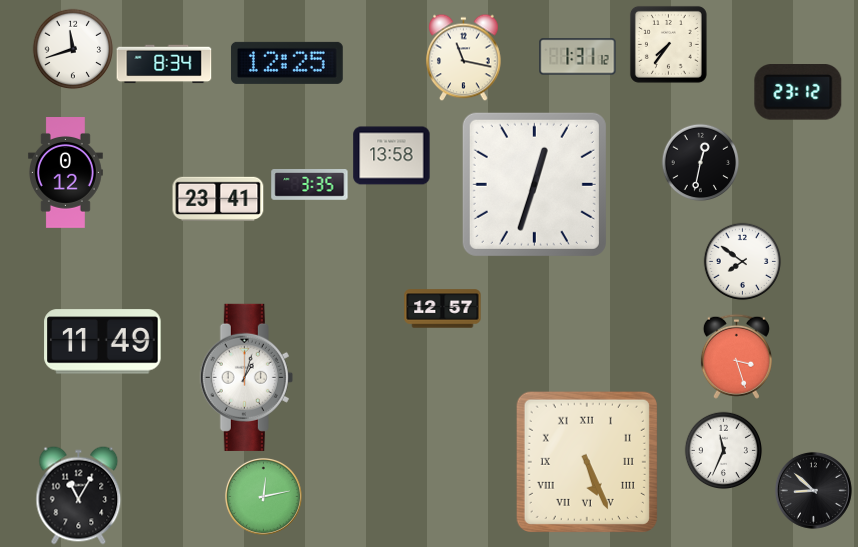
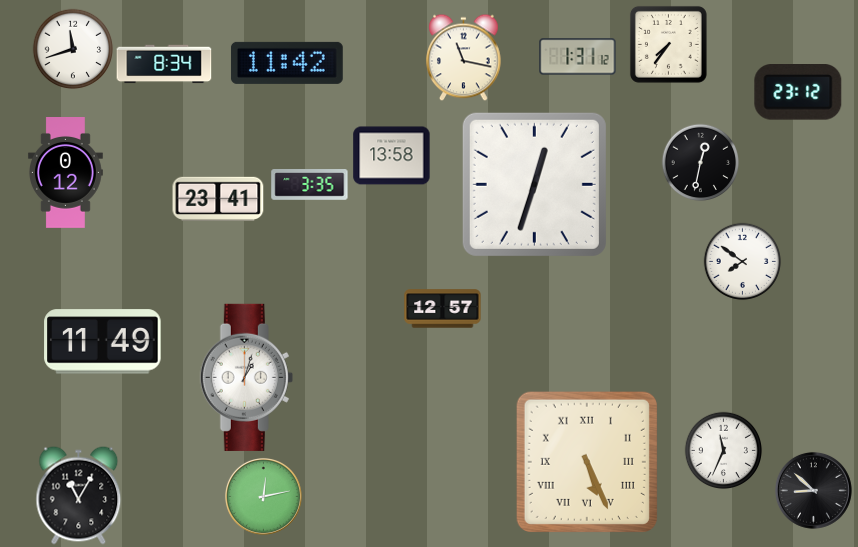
clock at (287, 63): 12:25 -> 11:42
clock at (736, 356): 3:27 -> none
